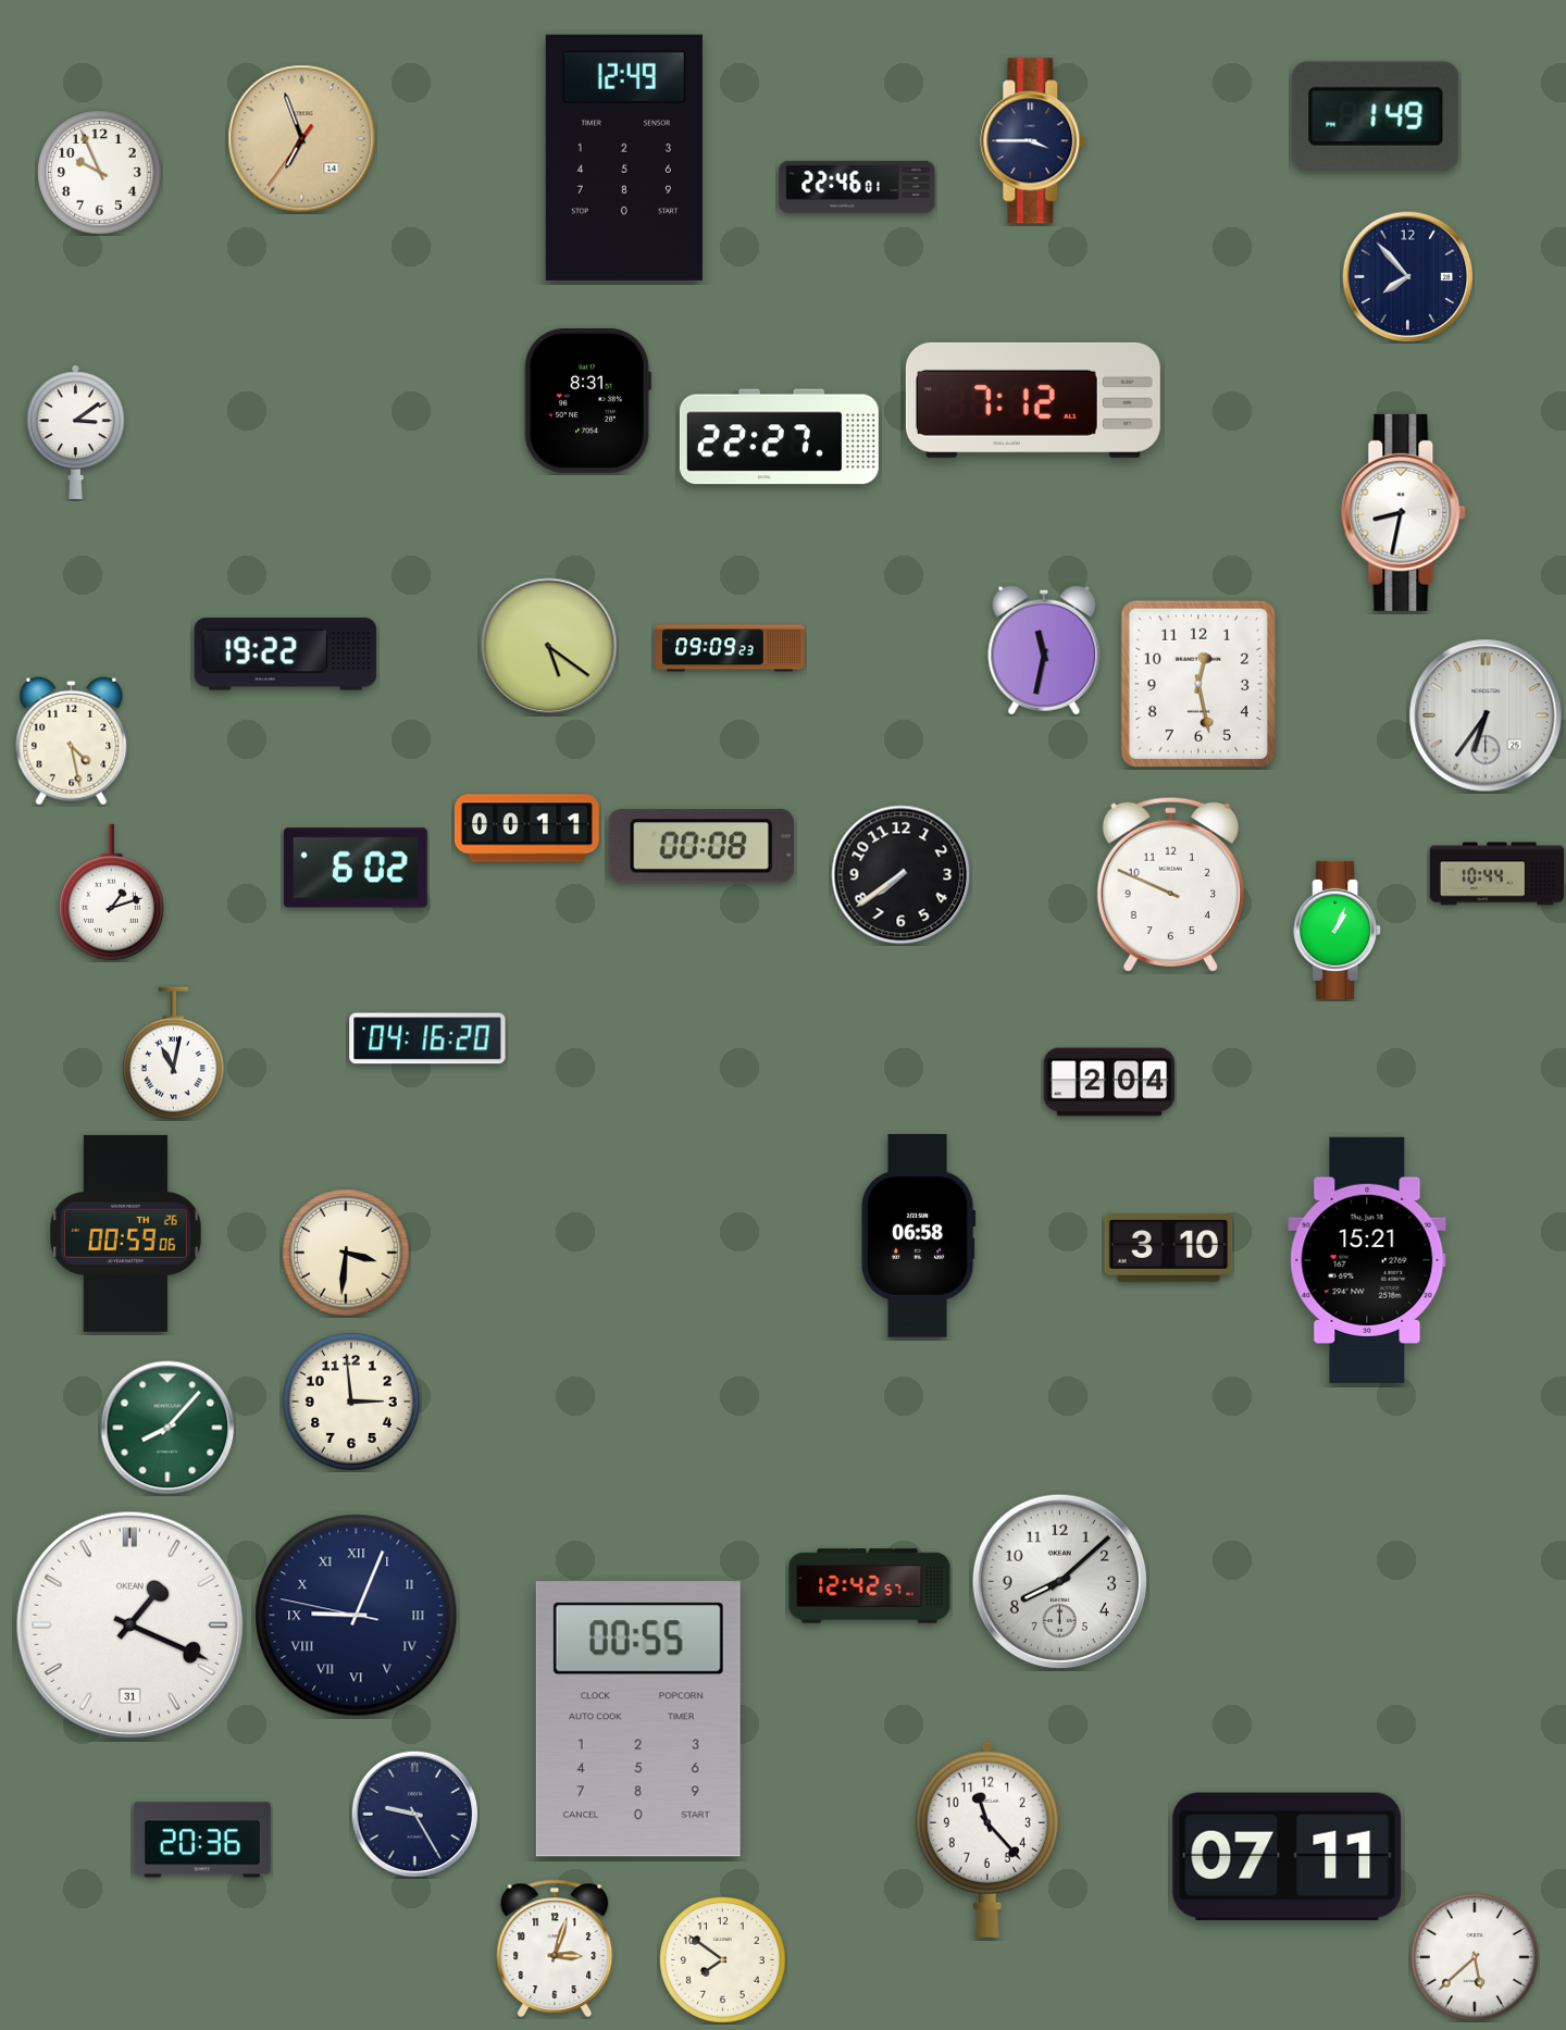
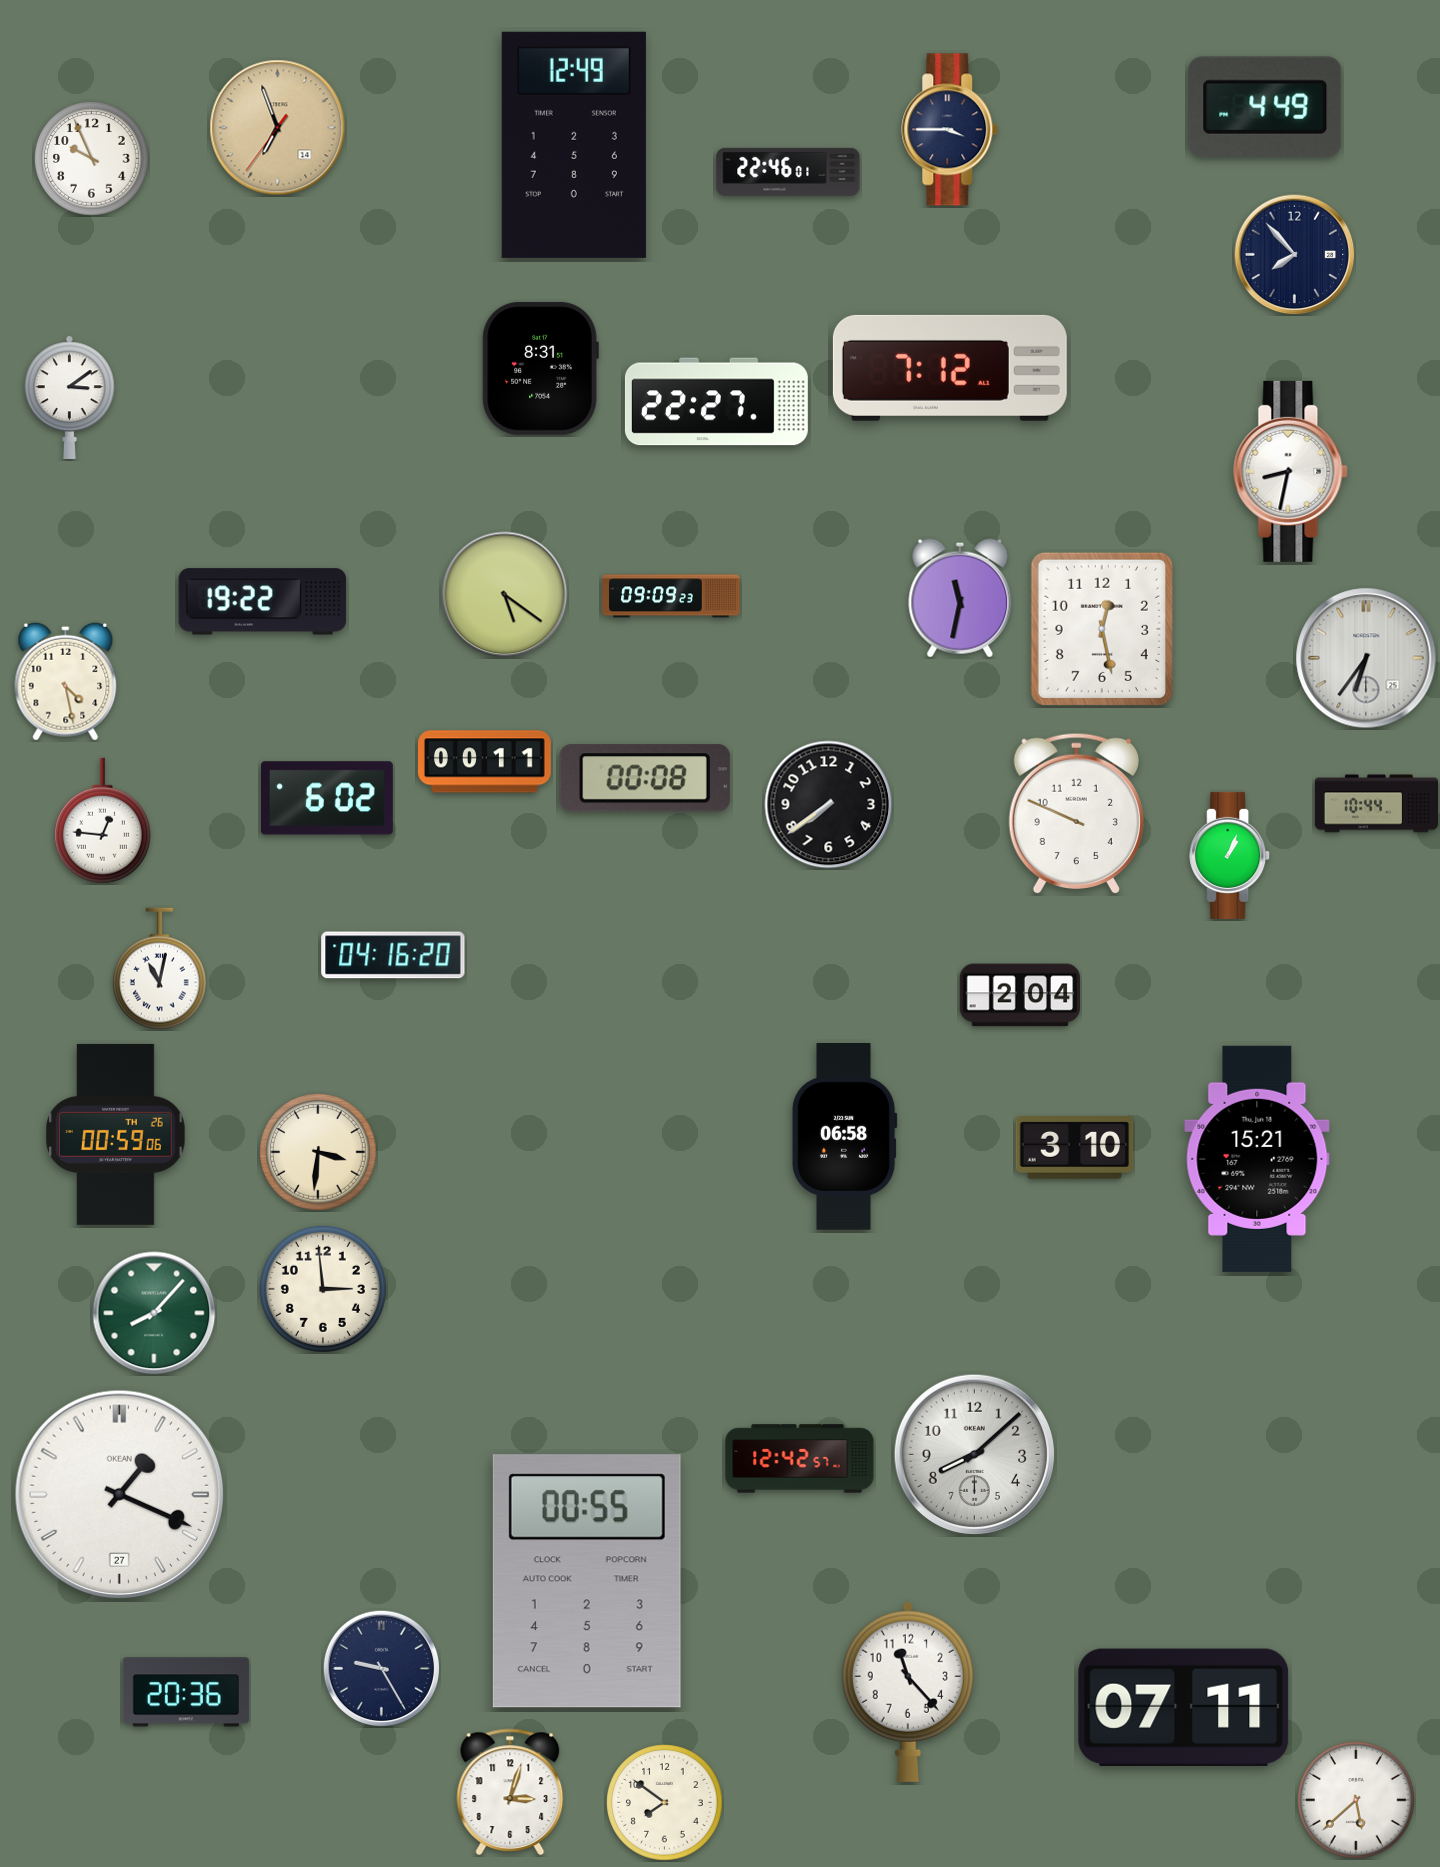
clock at (1376, 116): 1:49 -> 4:49
clock at (111, 893): 1:12 -> 12:46
clock at (357, 1616): 9:03 -> none
clock at (129, 1624) date: 31 -> 27
